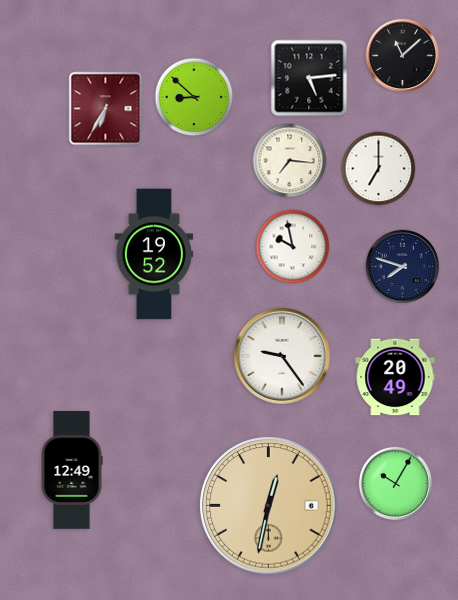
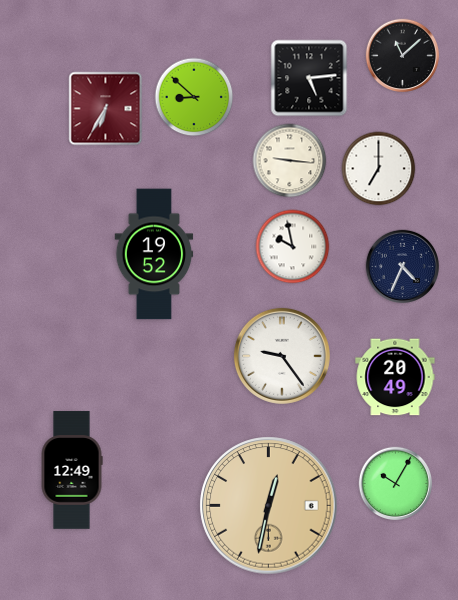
clock at (290, 161): 7:16 -> 9:16
clock at (403, 267): 7:48 -> 4:34
